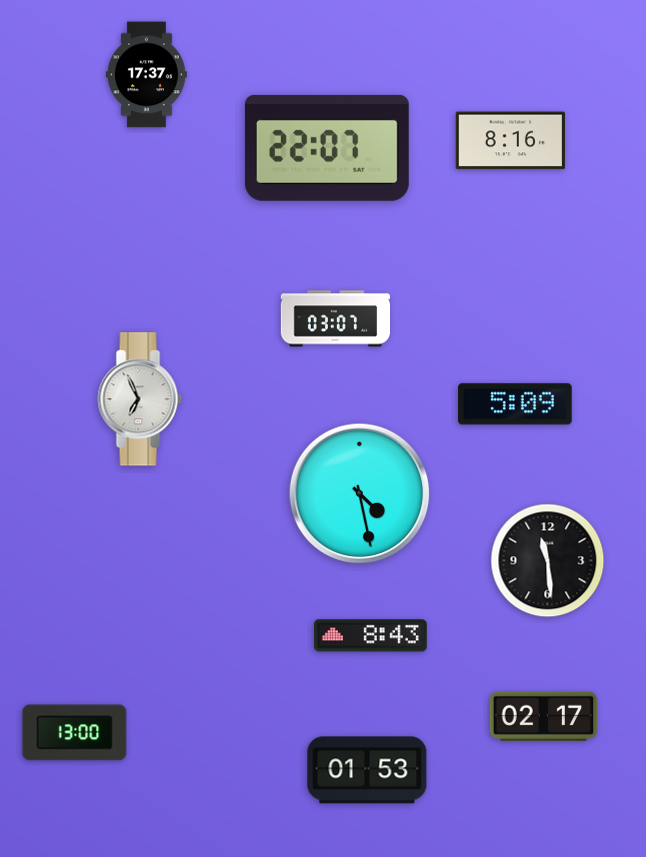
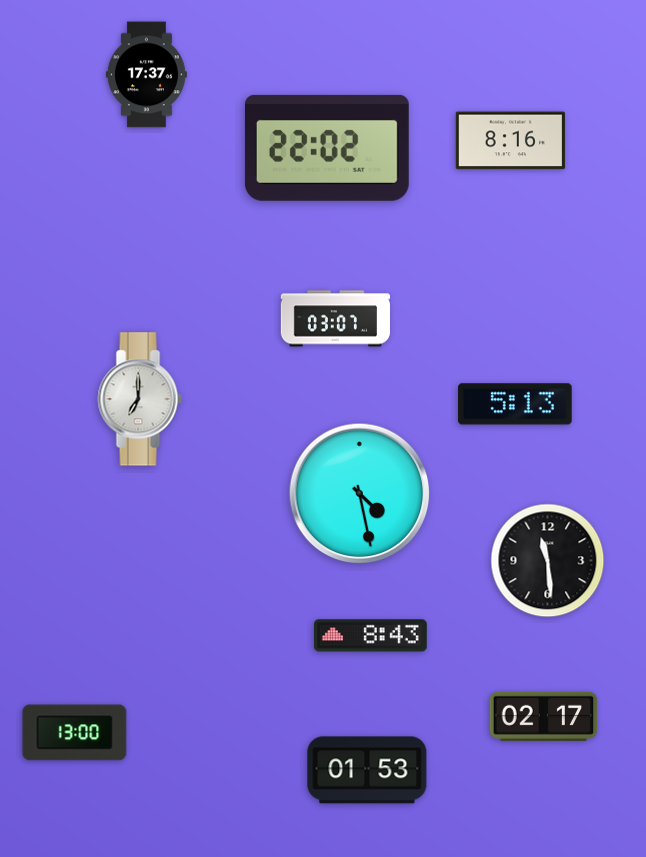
clock at (327, 148): 22:07 -> 22:02
clock at (140, 399): 6:56 -> 7:00
clock at (515, 404): 5:09 -> 5:13
